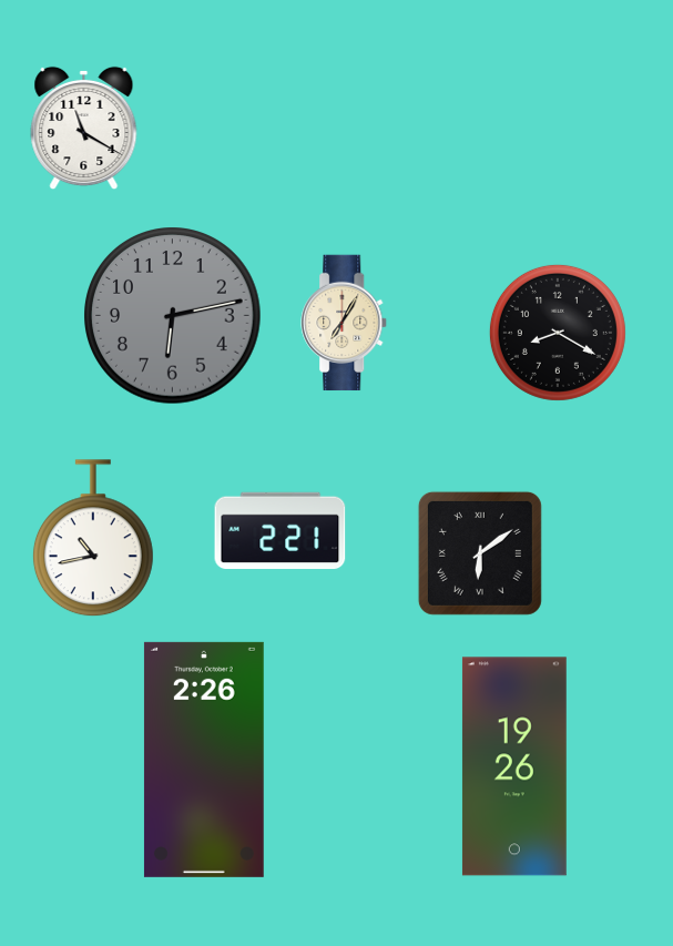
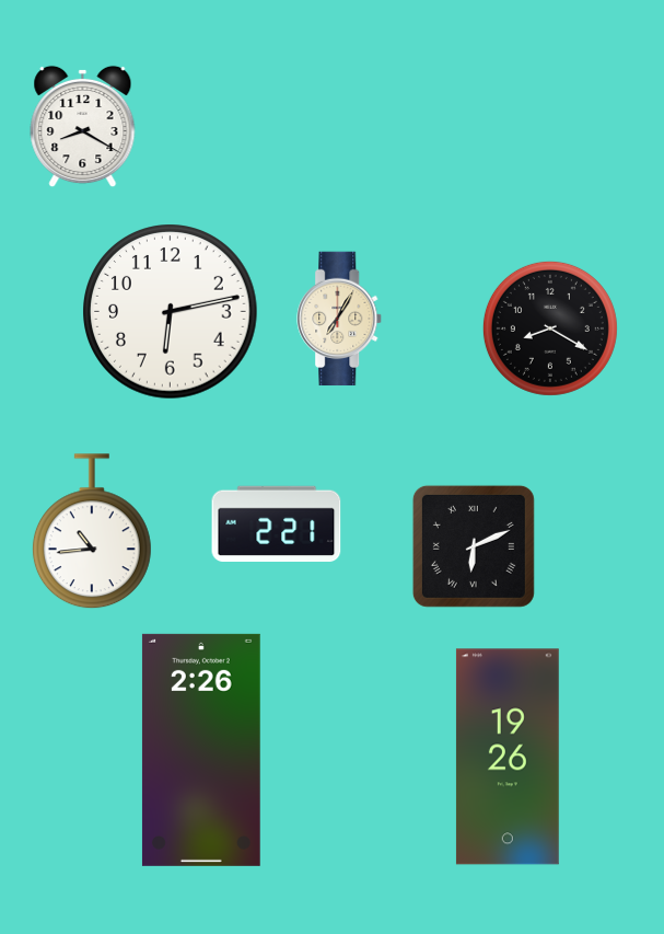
clock at (84, 129): 11:20 -> 8:20
clock at (173, 316) dial: grey -> white
clock at (93, 539): 10:43 -> 10:44
clock at (480, 553): 6:09 -> 6:11
